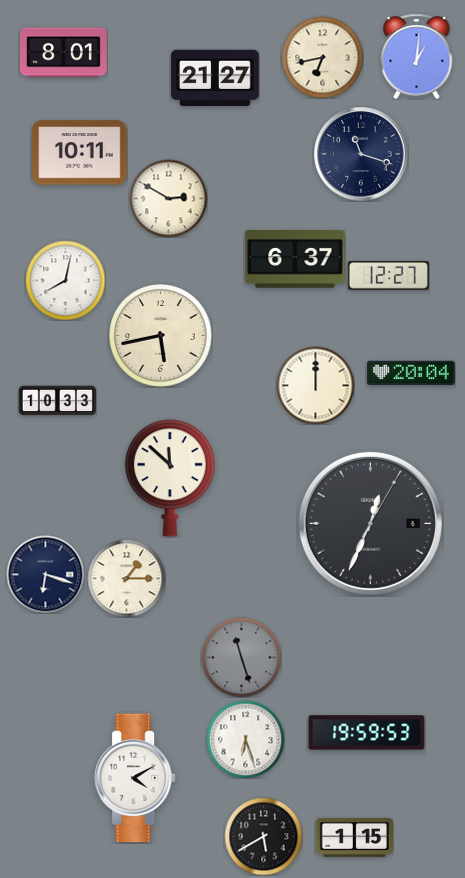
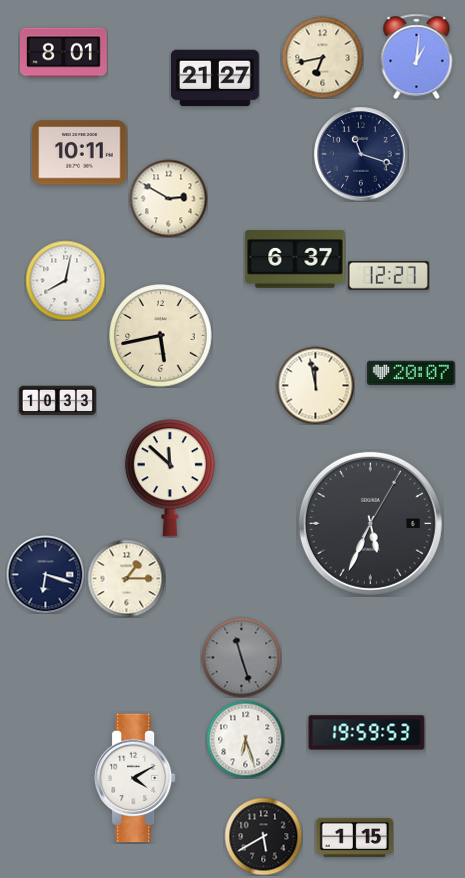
clock at (412, 373): 20:04 -> 20:07
clock at (315, 385): 12:00 -> 11:58
clock at (370, 523): 12:34 -> 5:34
